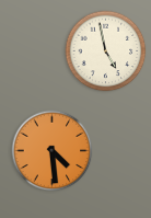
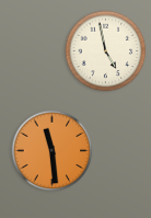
clock at (53, 151): 4:29 -> 11:29
